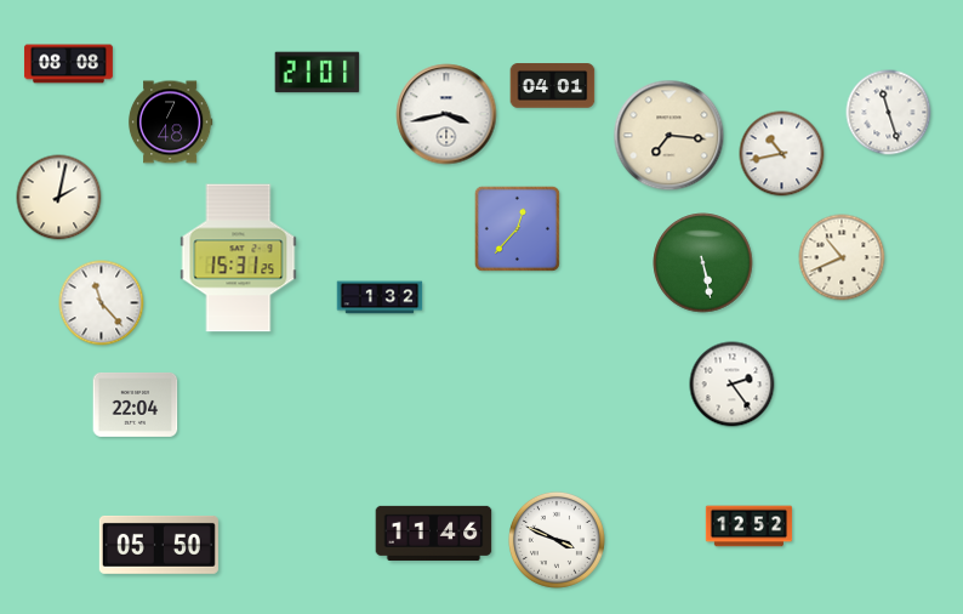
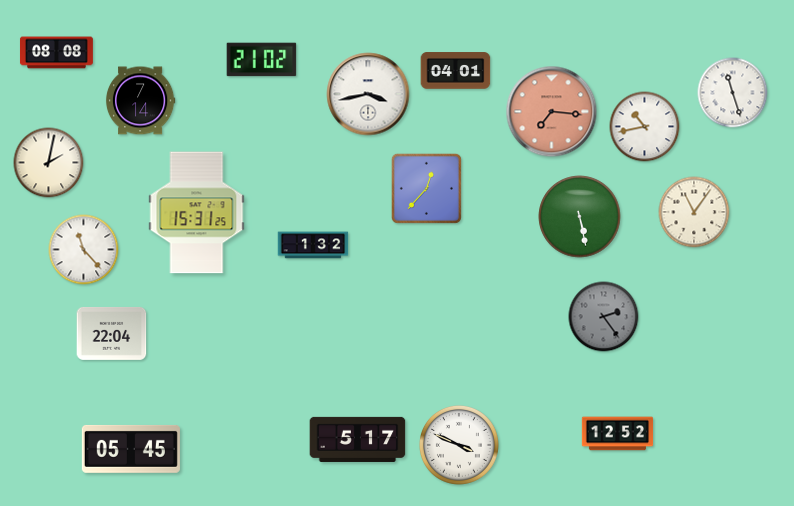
clock at (318, 73): 21:01 -> 21:02
clock at (170, 123): 7:48 -> 7:14
clock at (669, 136) dial: cream -> salmon
clock at (842, 257): 10:41 -> 11:06
clock at (733, 385) dial: white -> grey
clock at (434, 533): 11:46 -> 5:17
clock at (159, 545): 05:50 -> 05:45
